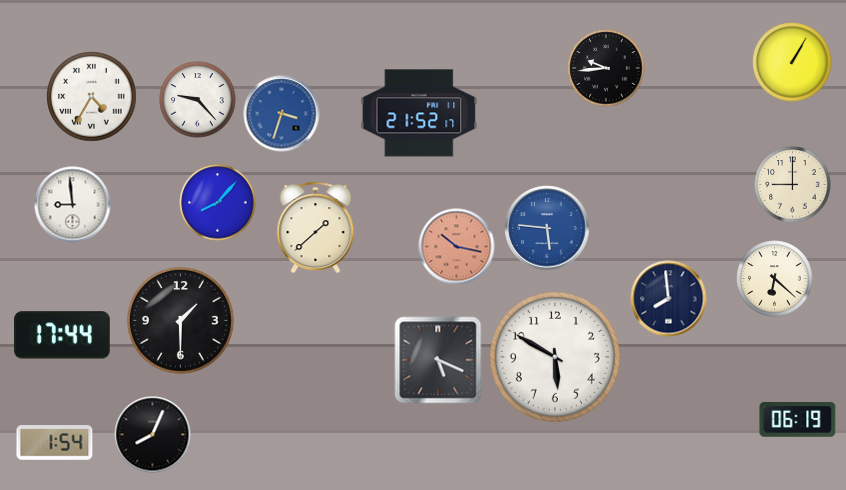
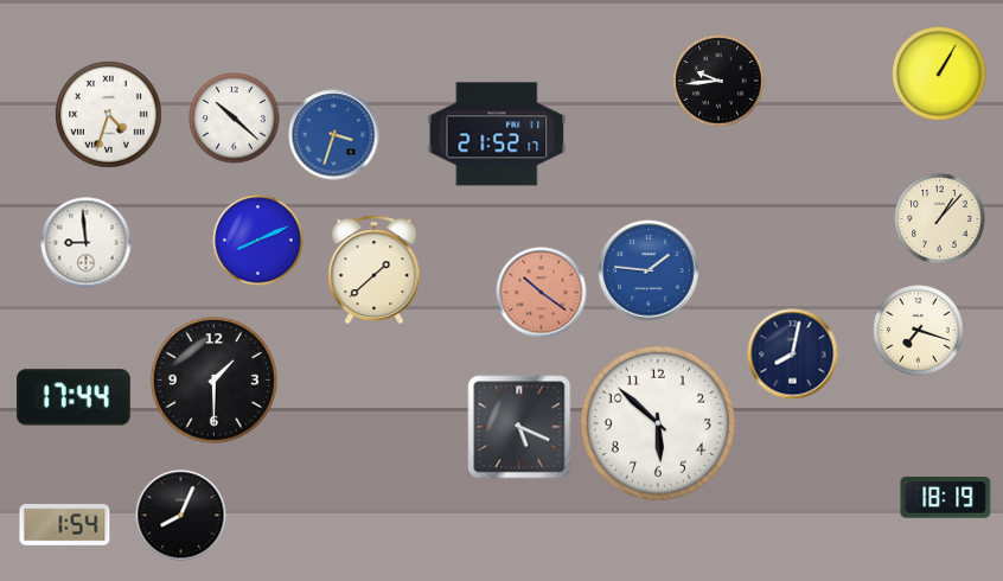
clock at (92, 97): 4:35 -> 4:33
clock at (198, 100): 9:23 -> 10:22
clock at (793, 185): 9:00 -> 1:07
clock at (218, 203): 8:07 -> 8:11
clock at (547, 228): 5:46 -> 1:46
clock at (457, 247): 10:17 -> 10:21
clock at (775, 279): 6:22 -> 7:18
clock at (669, 299): 7:59 -> 8:02
clock at (555, 357): 5:50 -> 5:52
clock at (798, 420): 06:19 -> 18:19
